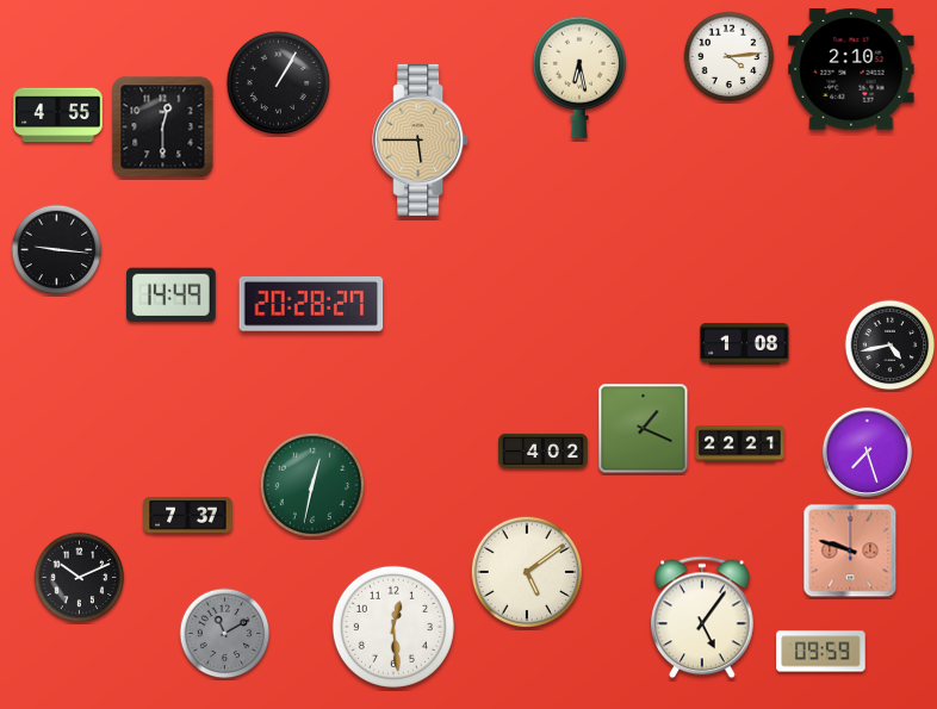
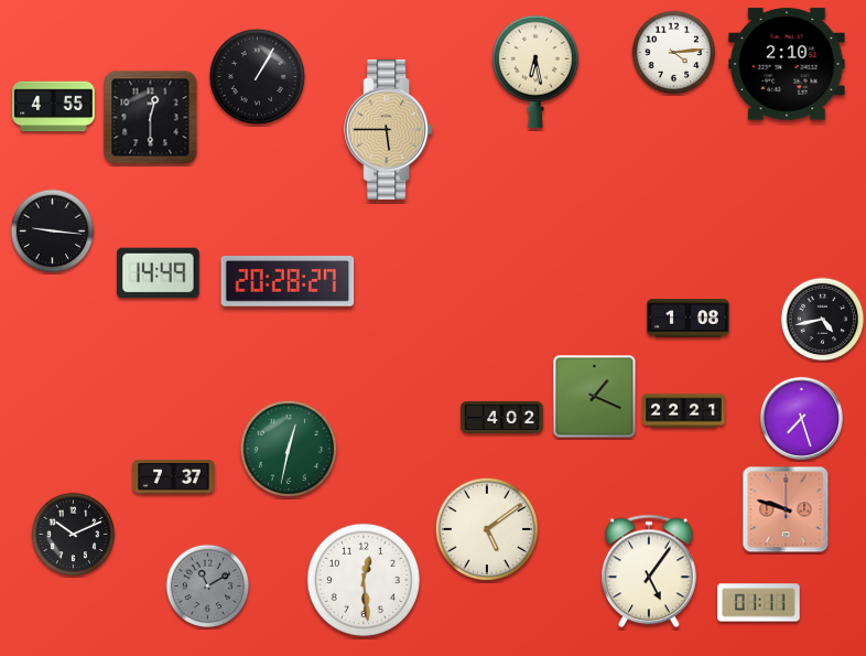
clock at (821, 652): 09:59 -> 01:11
